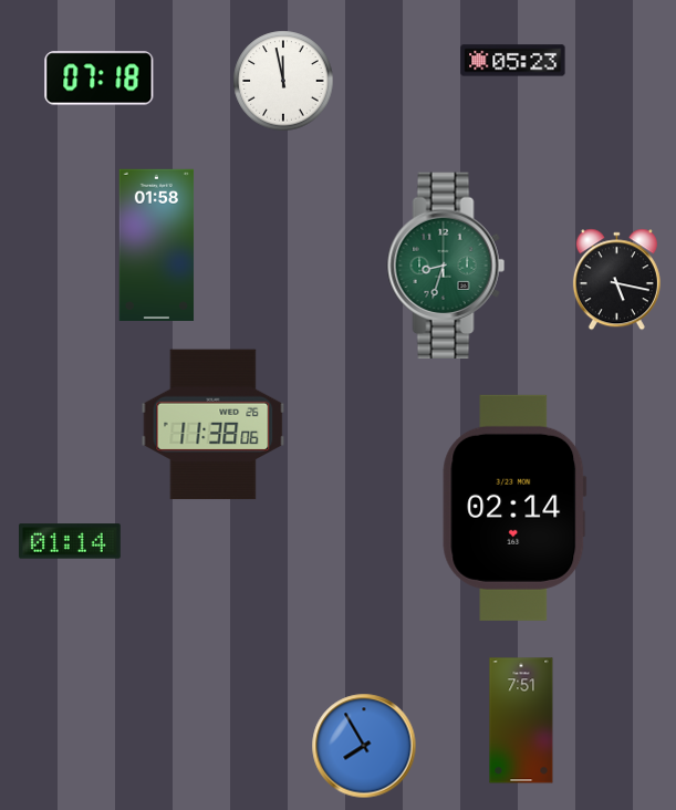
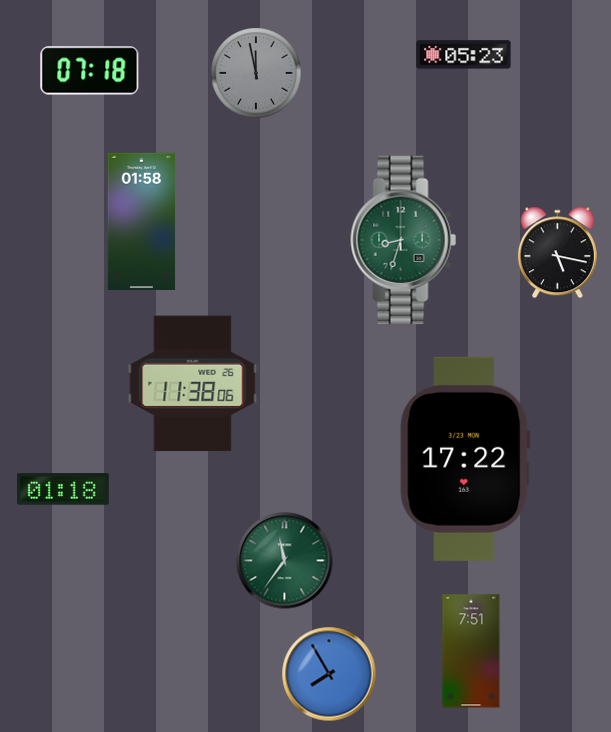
clock at (283, 81) dial: white -> grey
clock at (514, 508): 02:14 -> 17:22
clock at (71, 541): 01:14 -> 01:18
clock at (285, 561): none -> 11:36
